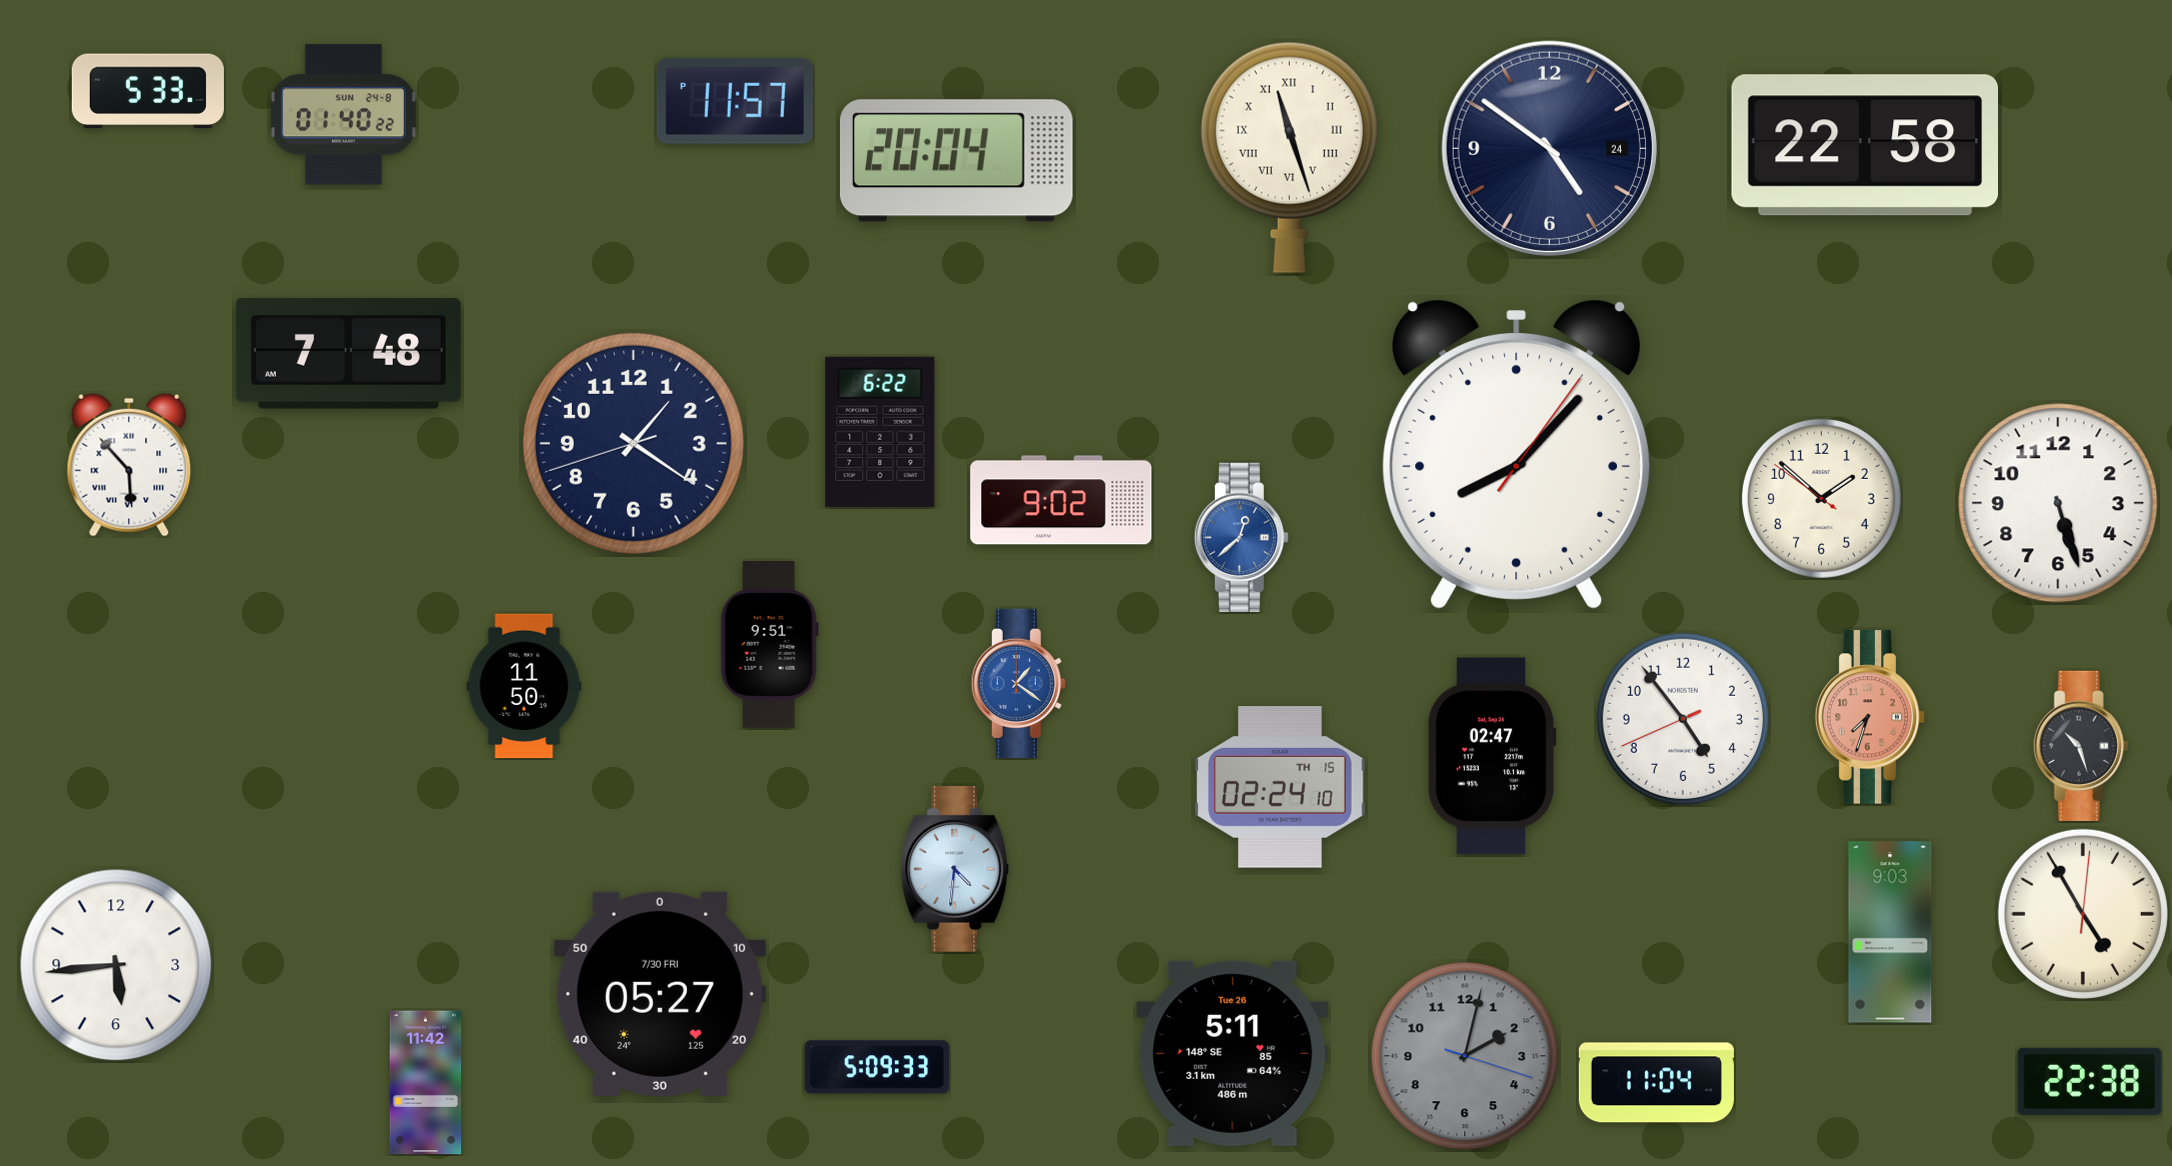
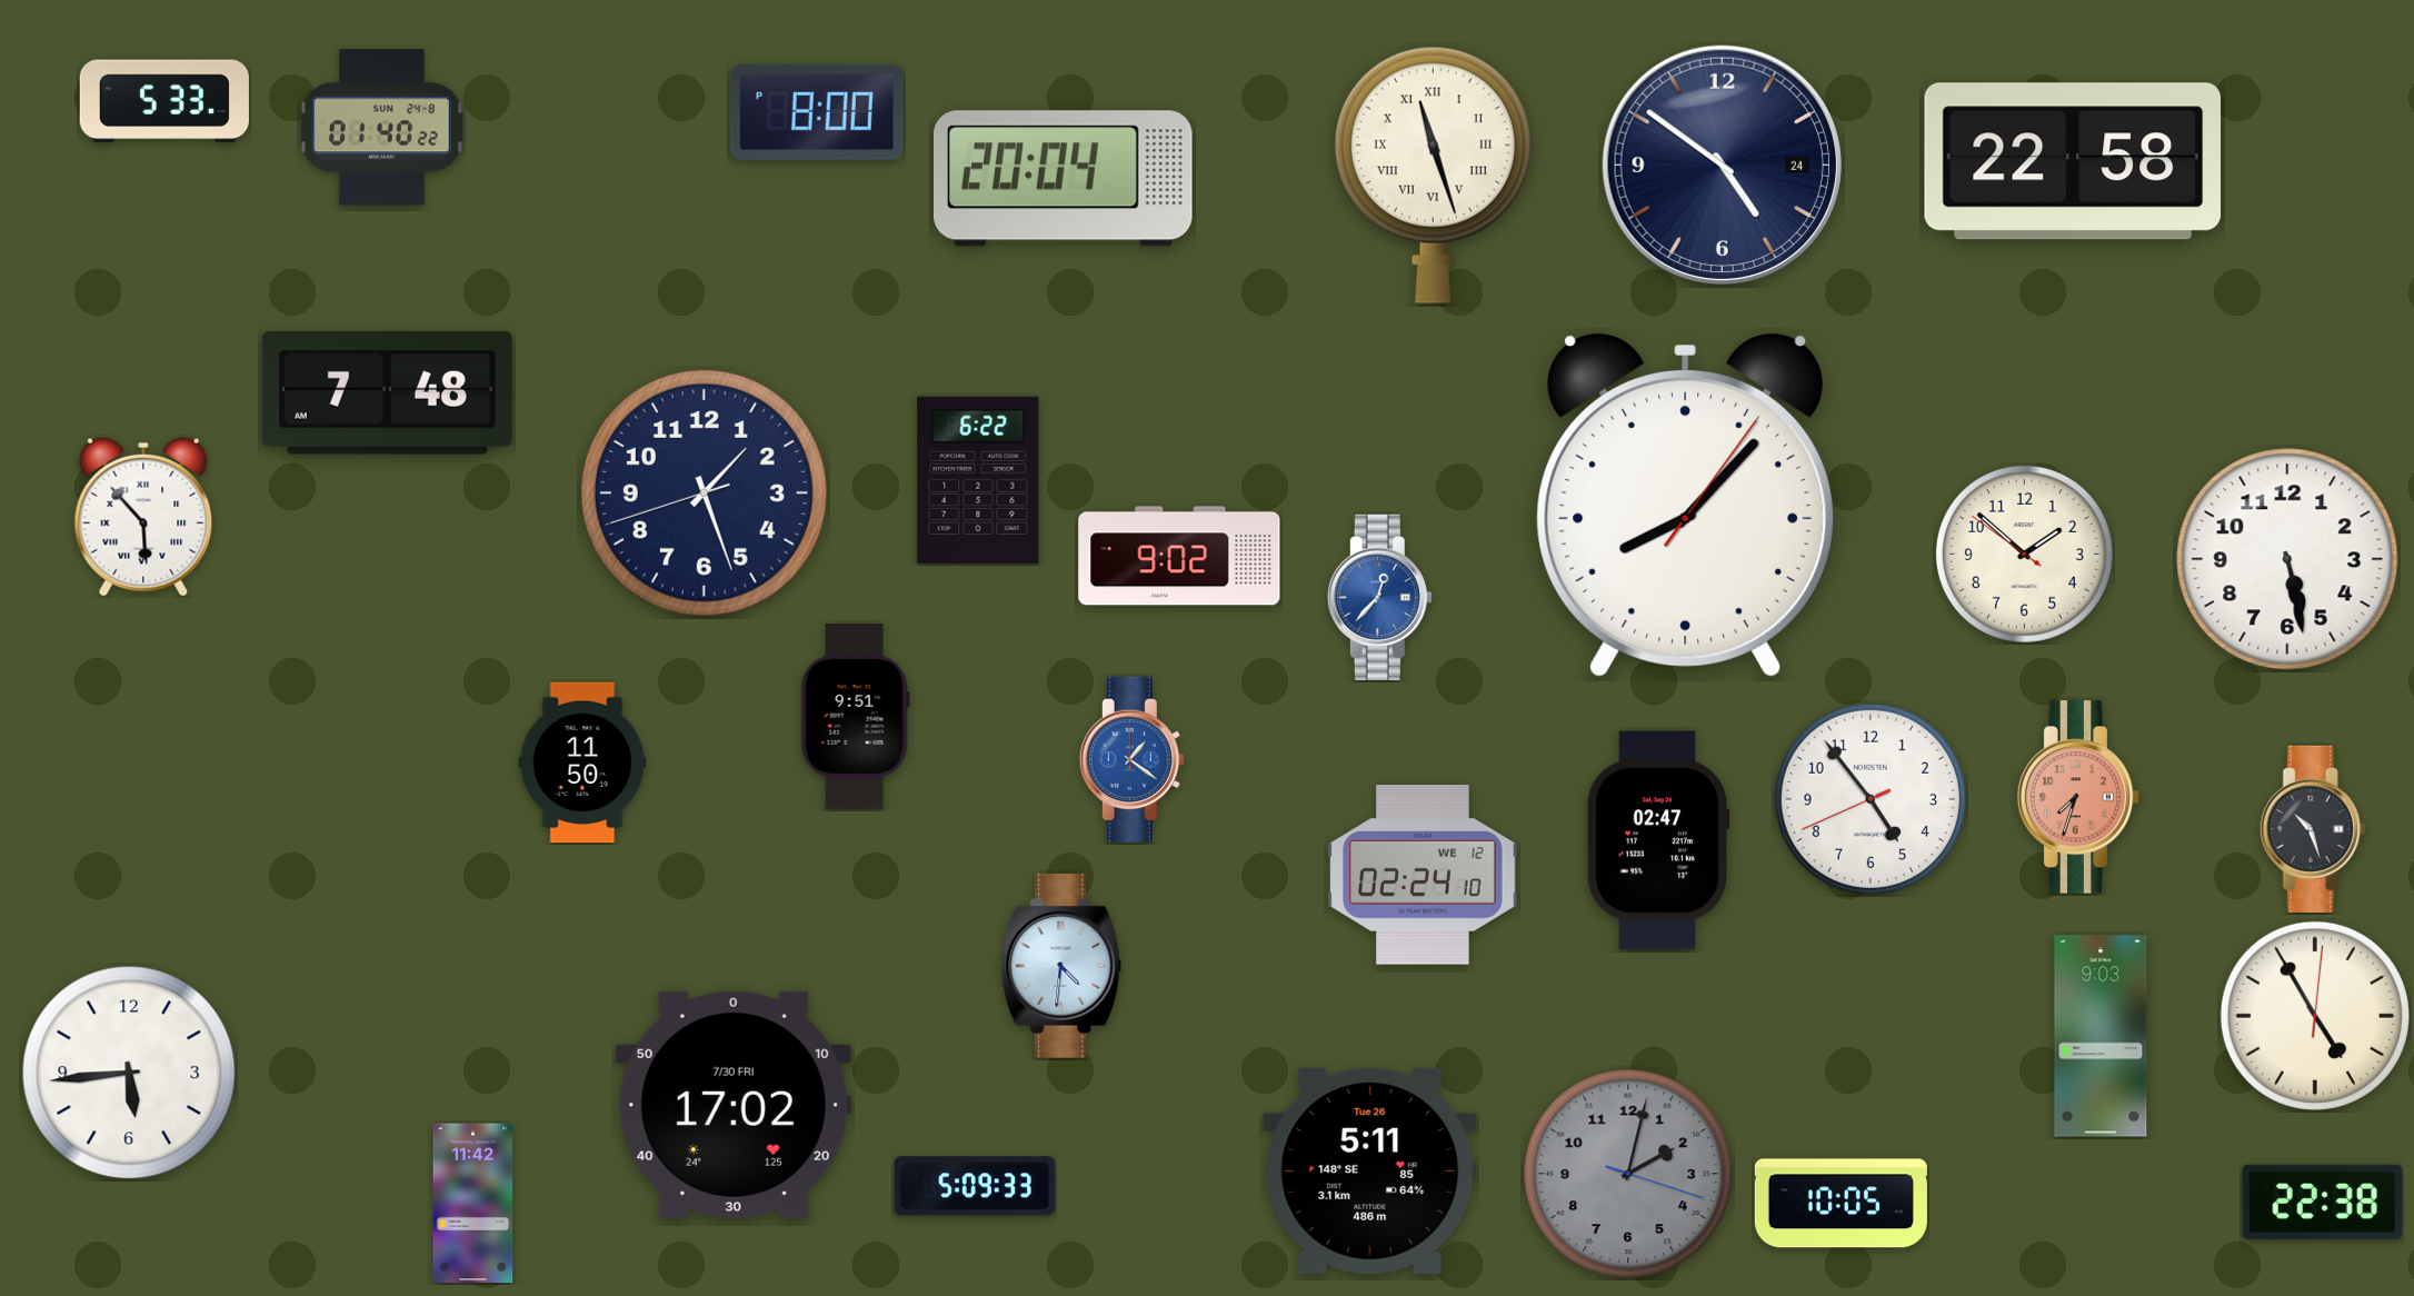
clock at (735, 101): 11:57 -> 8:00
clock at (633, 443): 1:20 -> 1:26
clock at (2058, 503): 5:27 -> 5:28
clock at (1241, 537): 12:38 -> 12:37
clock at (1280, 788) date: TH 15 -> WE 12
clock at (660, 994): 05:27 -> 17:02
clock at (1656, 1083): 11:04 -> 10:05
